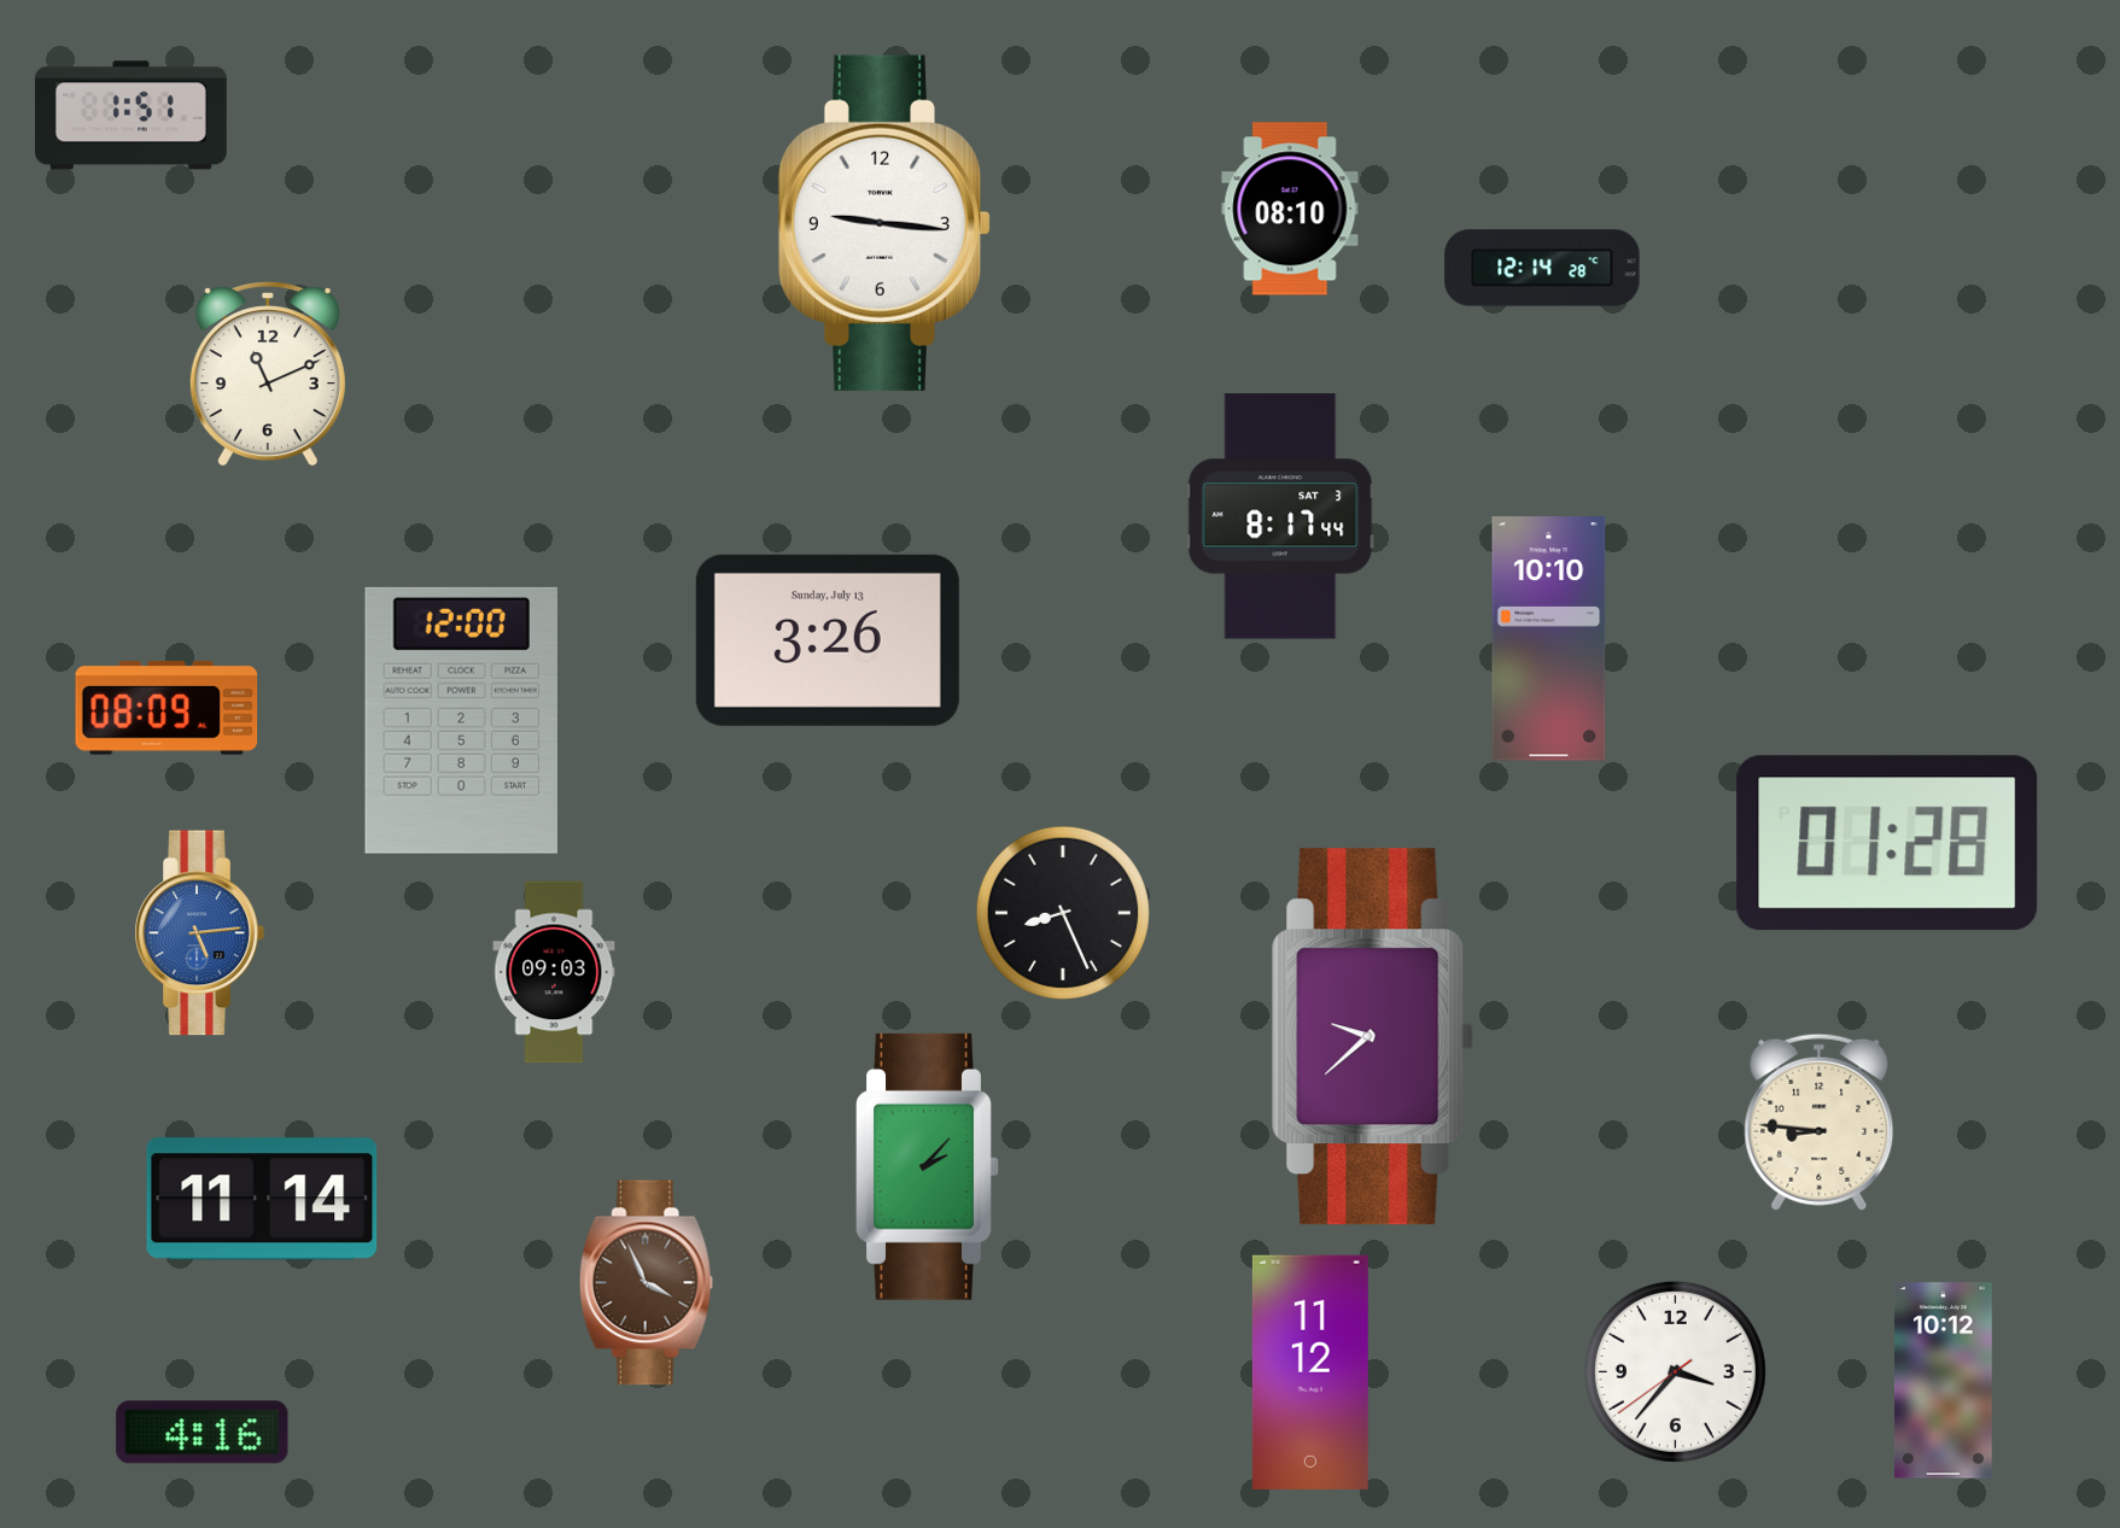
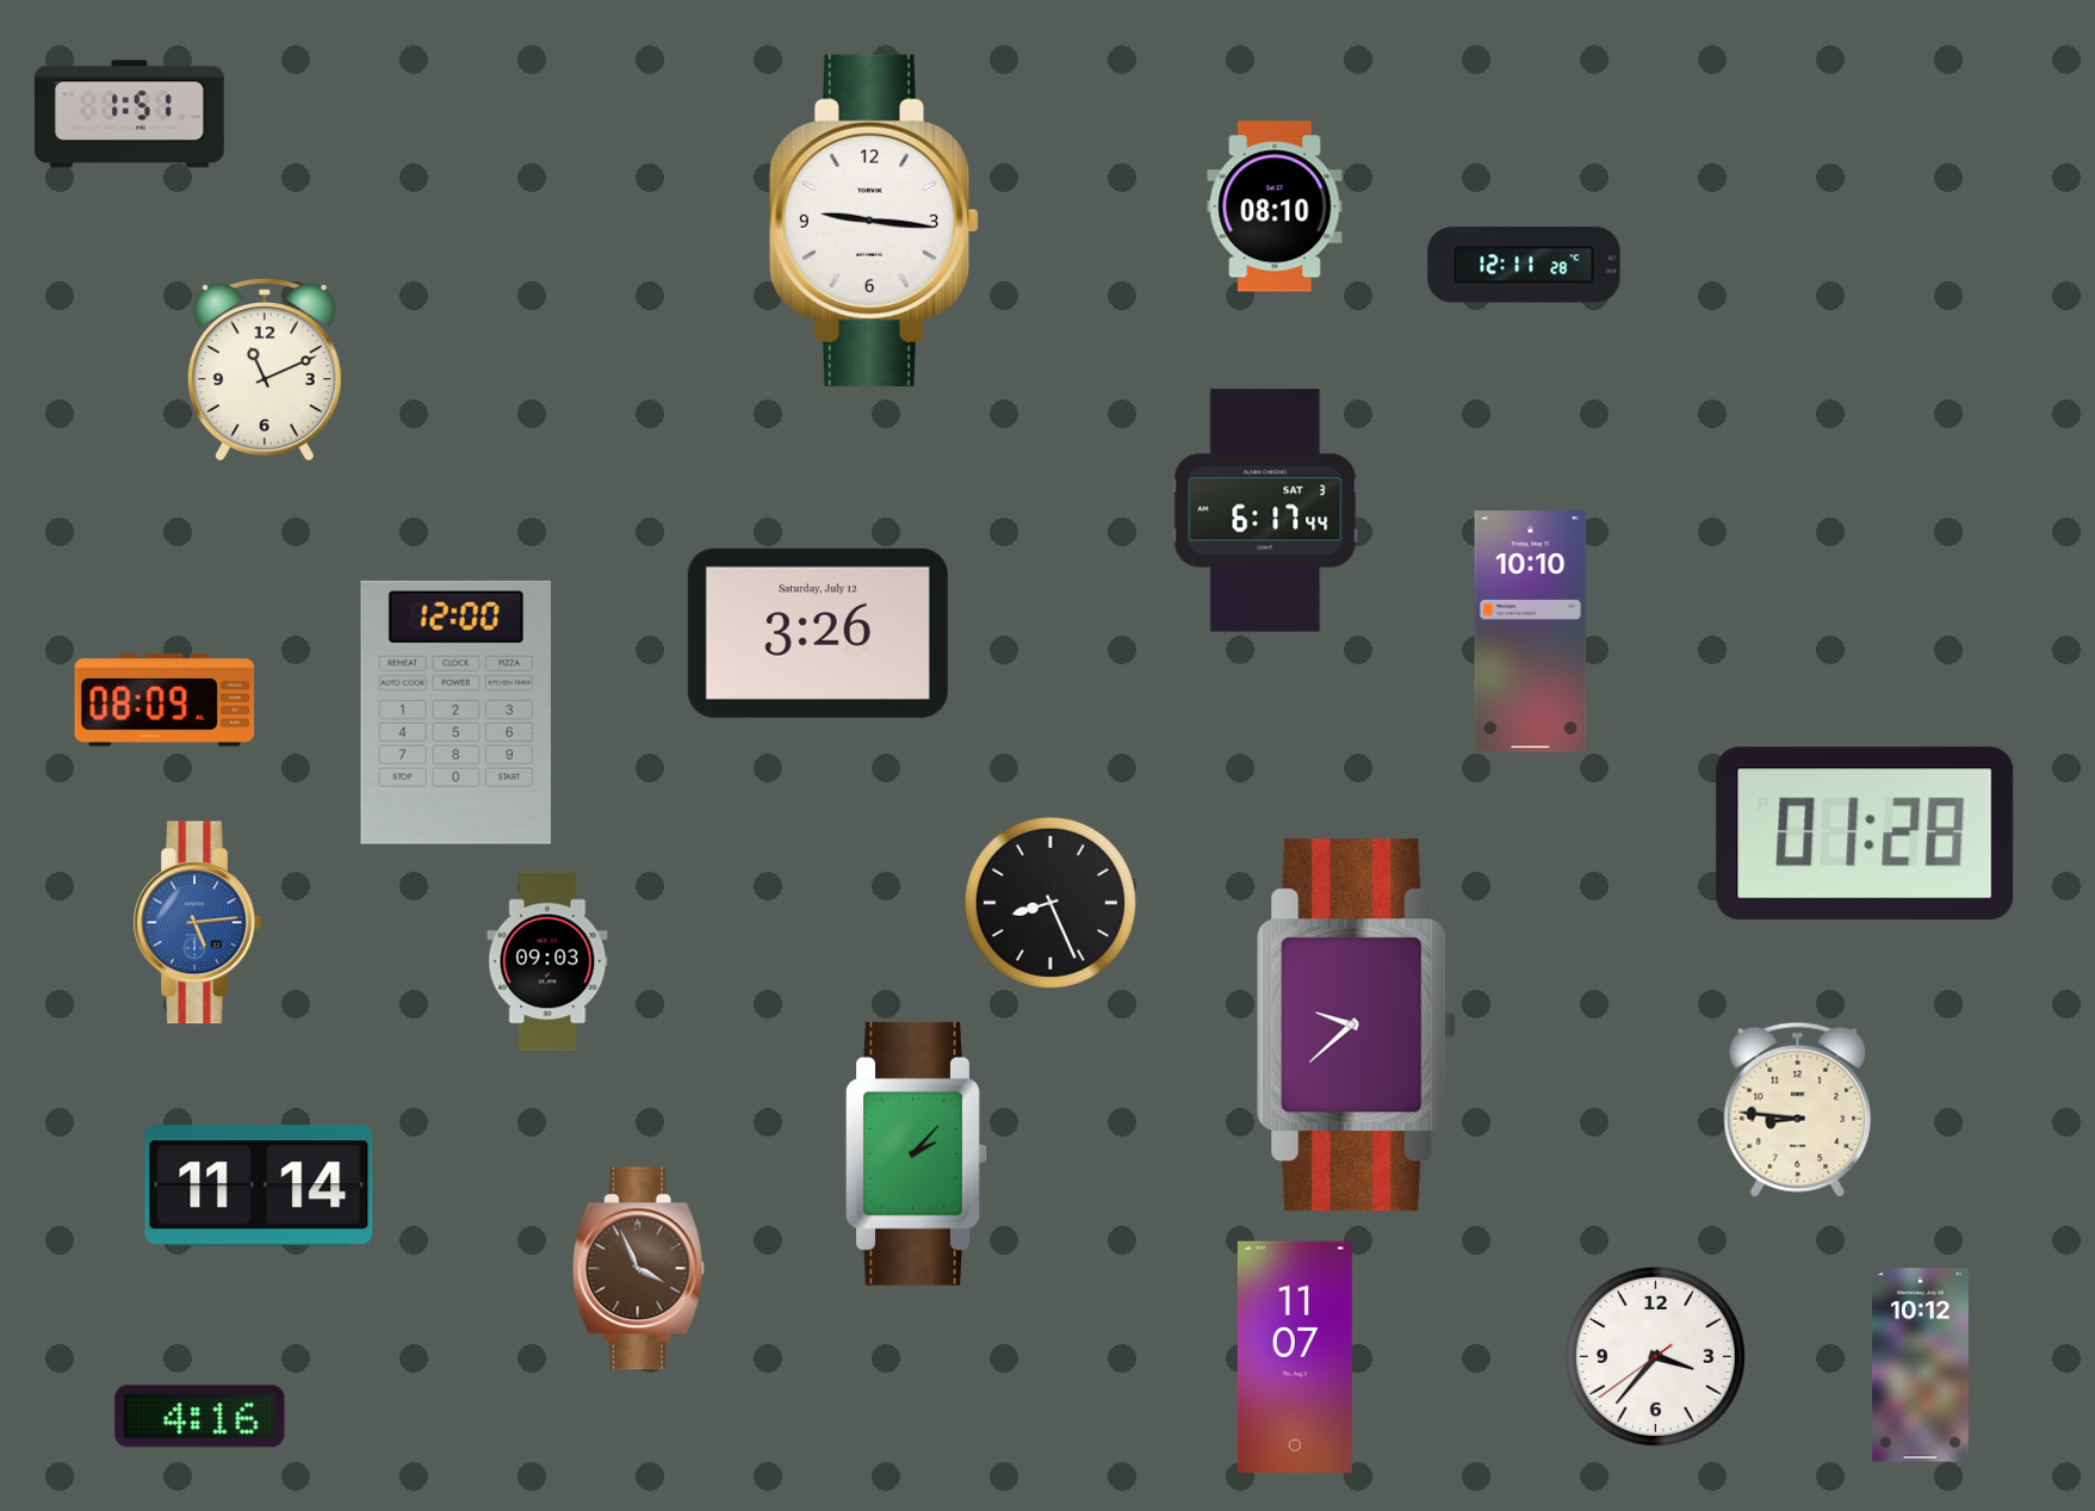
clock at (1542, 268): 12:14 -> 12:11
clock at (1280, 516): 8:17 -> 6:17
clock at (828, 640) date: Sunday, July 13 -> Saturday, July 12
clock at (1310, 1371): 11:12 -> 11:07
